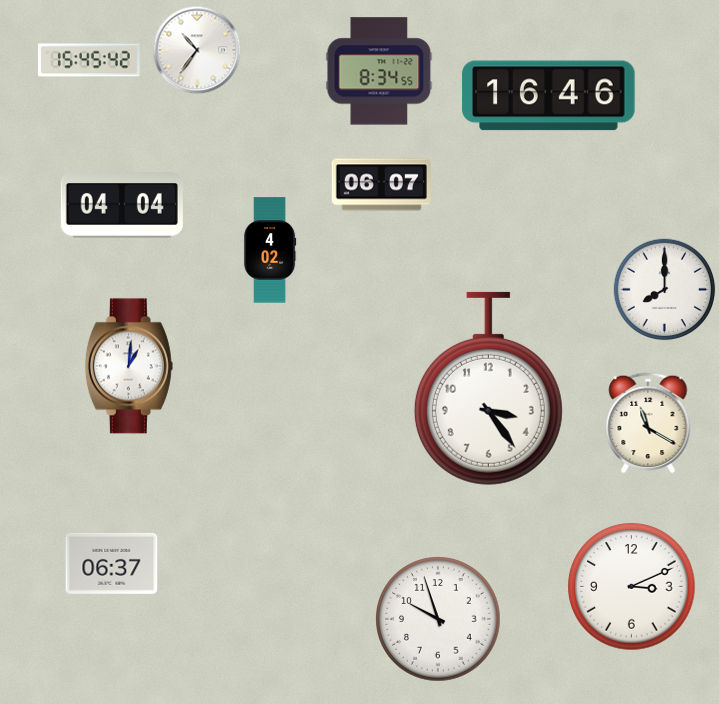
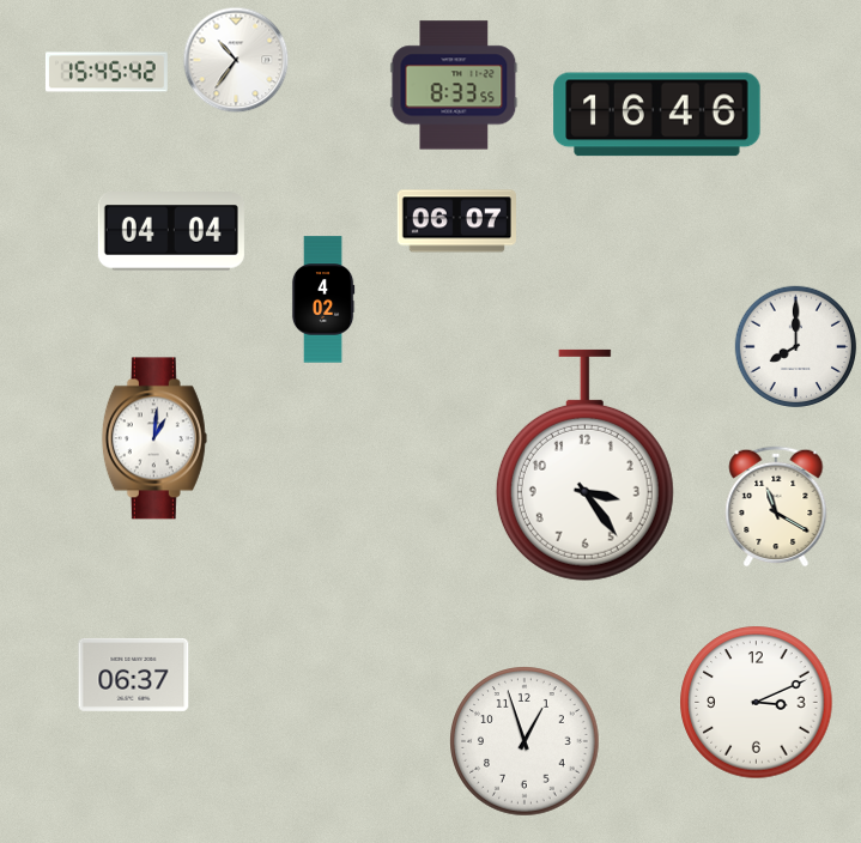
clock at (379, 71): 8:34 -> 8:33
clock at (122, 205) position: (122, 205) -> (171, 231)
clock at (438, 619): 9:57 -> 12:57
